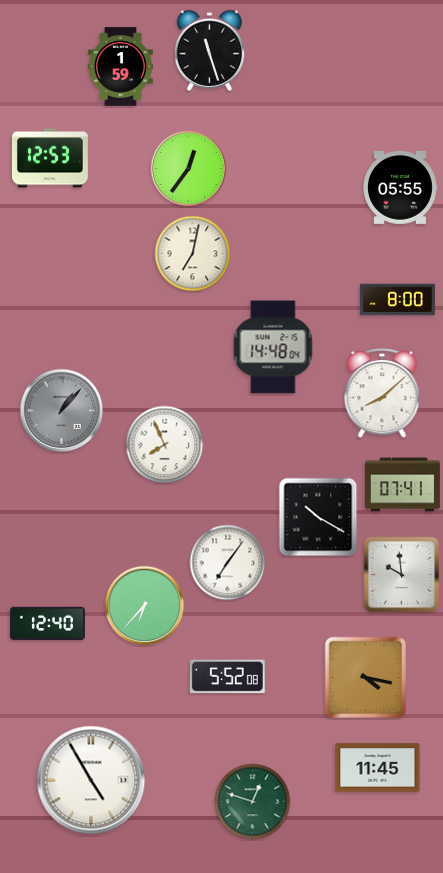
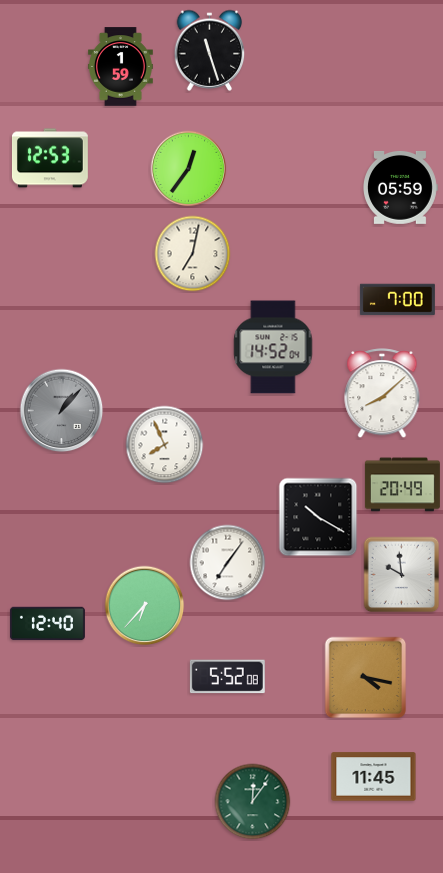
clock at (401, 187): 05:55 -> 05:59
clock at (397, 300): 8:00 -> 7:00
clock at (273, 347): 14:48 -> 14:52
clock at (402, 485): 07:41 -> 20:49
clock at (378, 768) position: (378, 768) -> (374, 777)
clock at (91, 780): 4:55 -> none
clock at (253, 802): 12:48 -> 12:06
